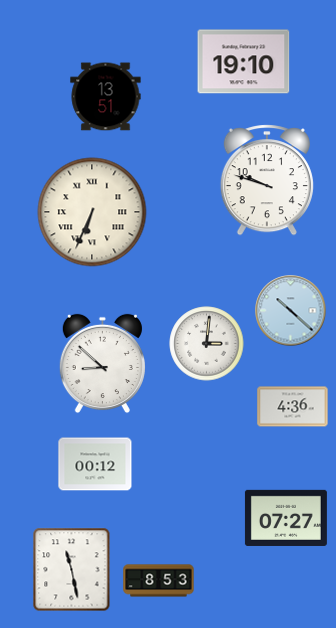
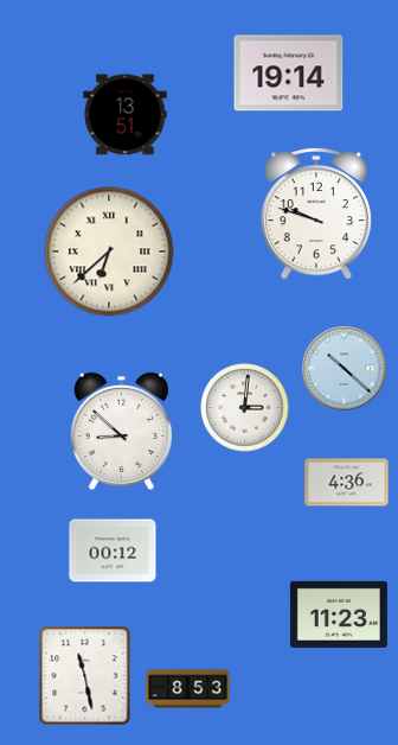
clock at (244, 62): 19:10 -> 19:14
clock at (92, 212): 6:34 -> 6:38
clock at (286, 518): 07:27 -> 11:23
